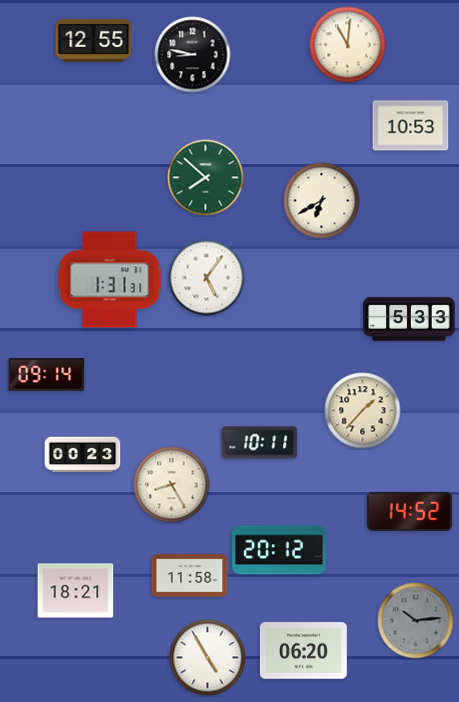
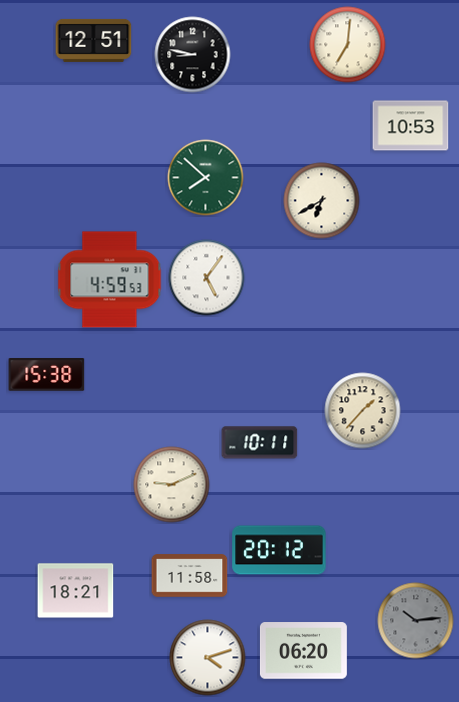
clock at (94, 40): 12:55 -> 12:51
clock at (348, 45): 11:01 -> 7:01
clock at (110, 280): 1:31 -> 4:59
clock at (409, 319): 5:33 -> none
clock at (47, 375): 09:14 -> 15:38
clock at (83, 455): 00:23 -> none
clock at (172, 485): 8:25 -> 9:11
clock at (409, 511): 14:52 -> none
clock at (208, 658): 4:55 -> 4:12
